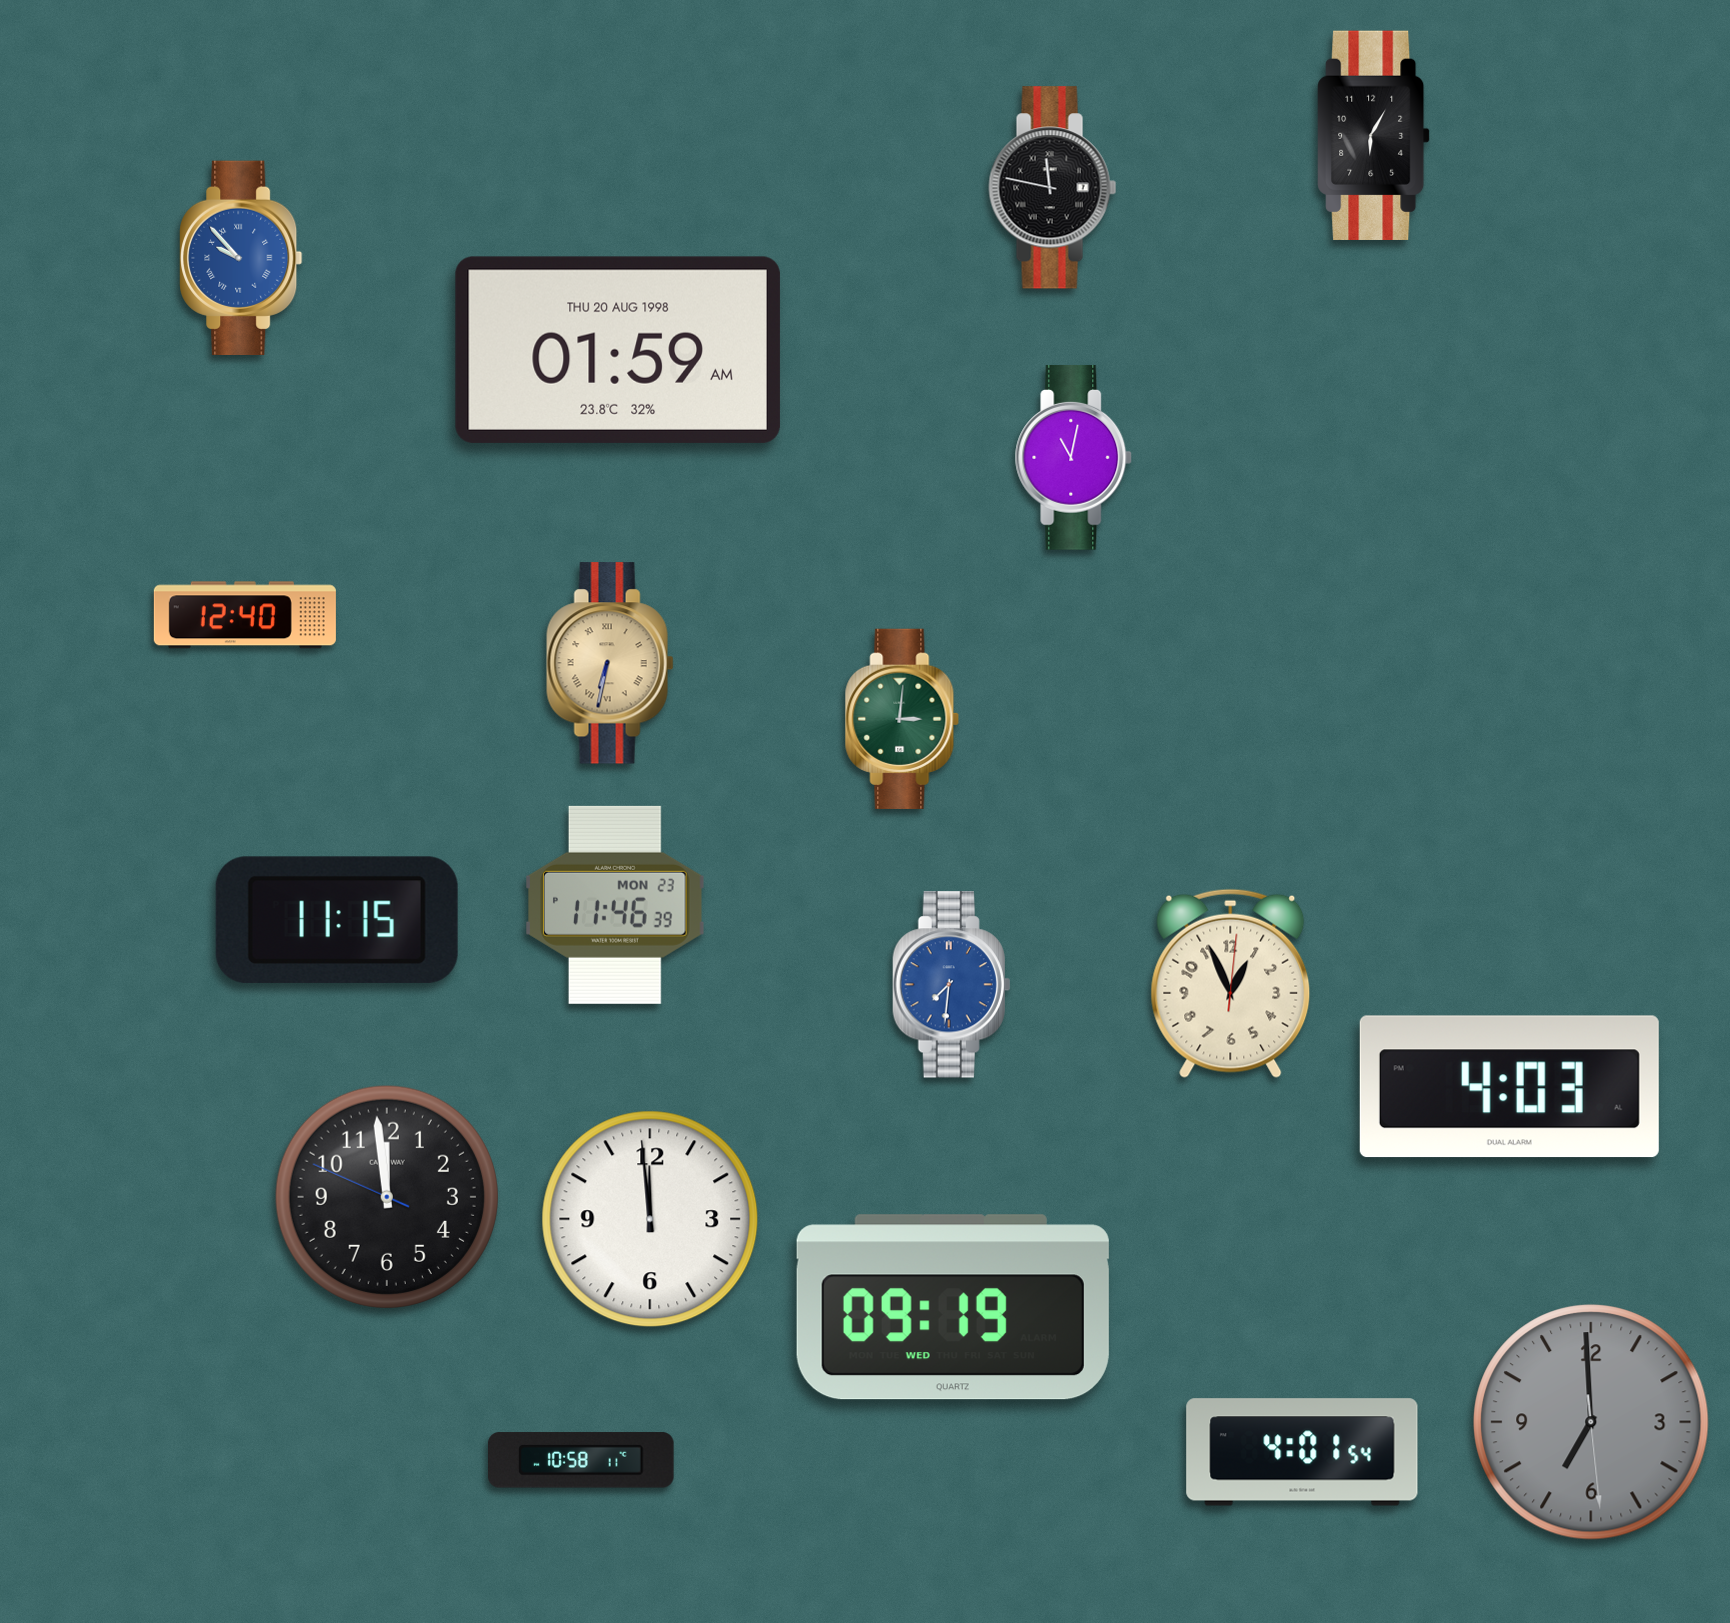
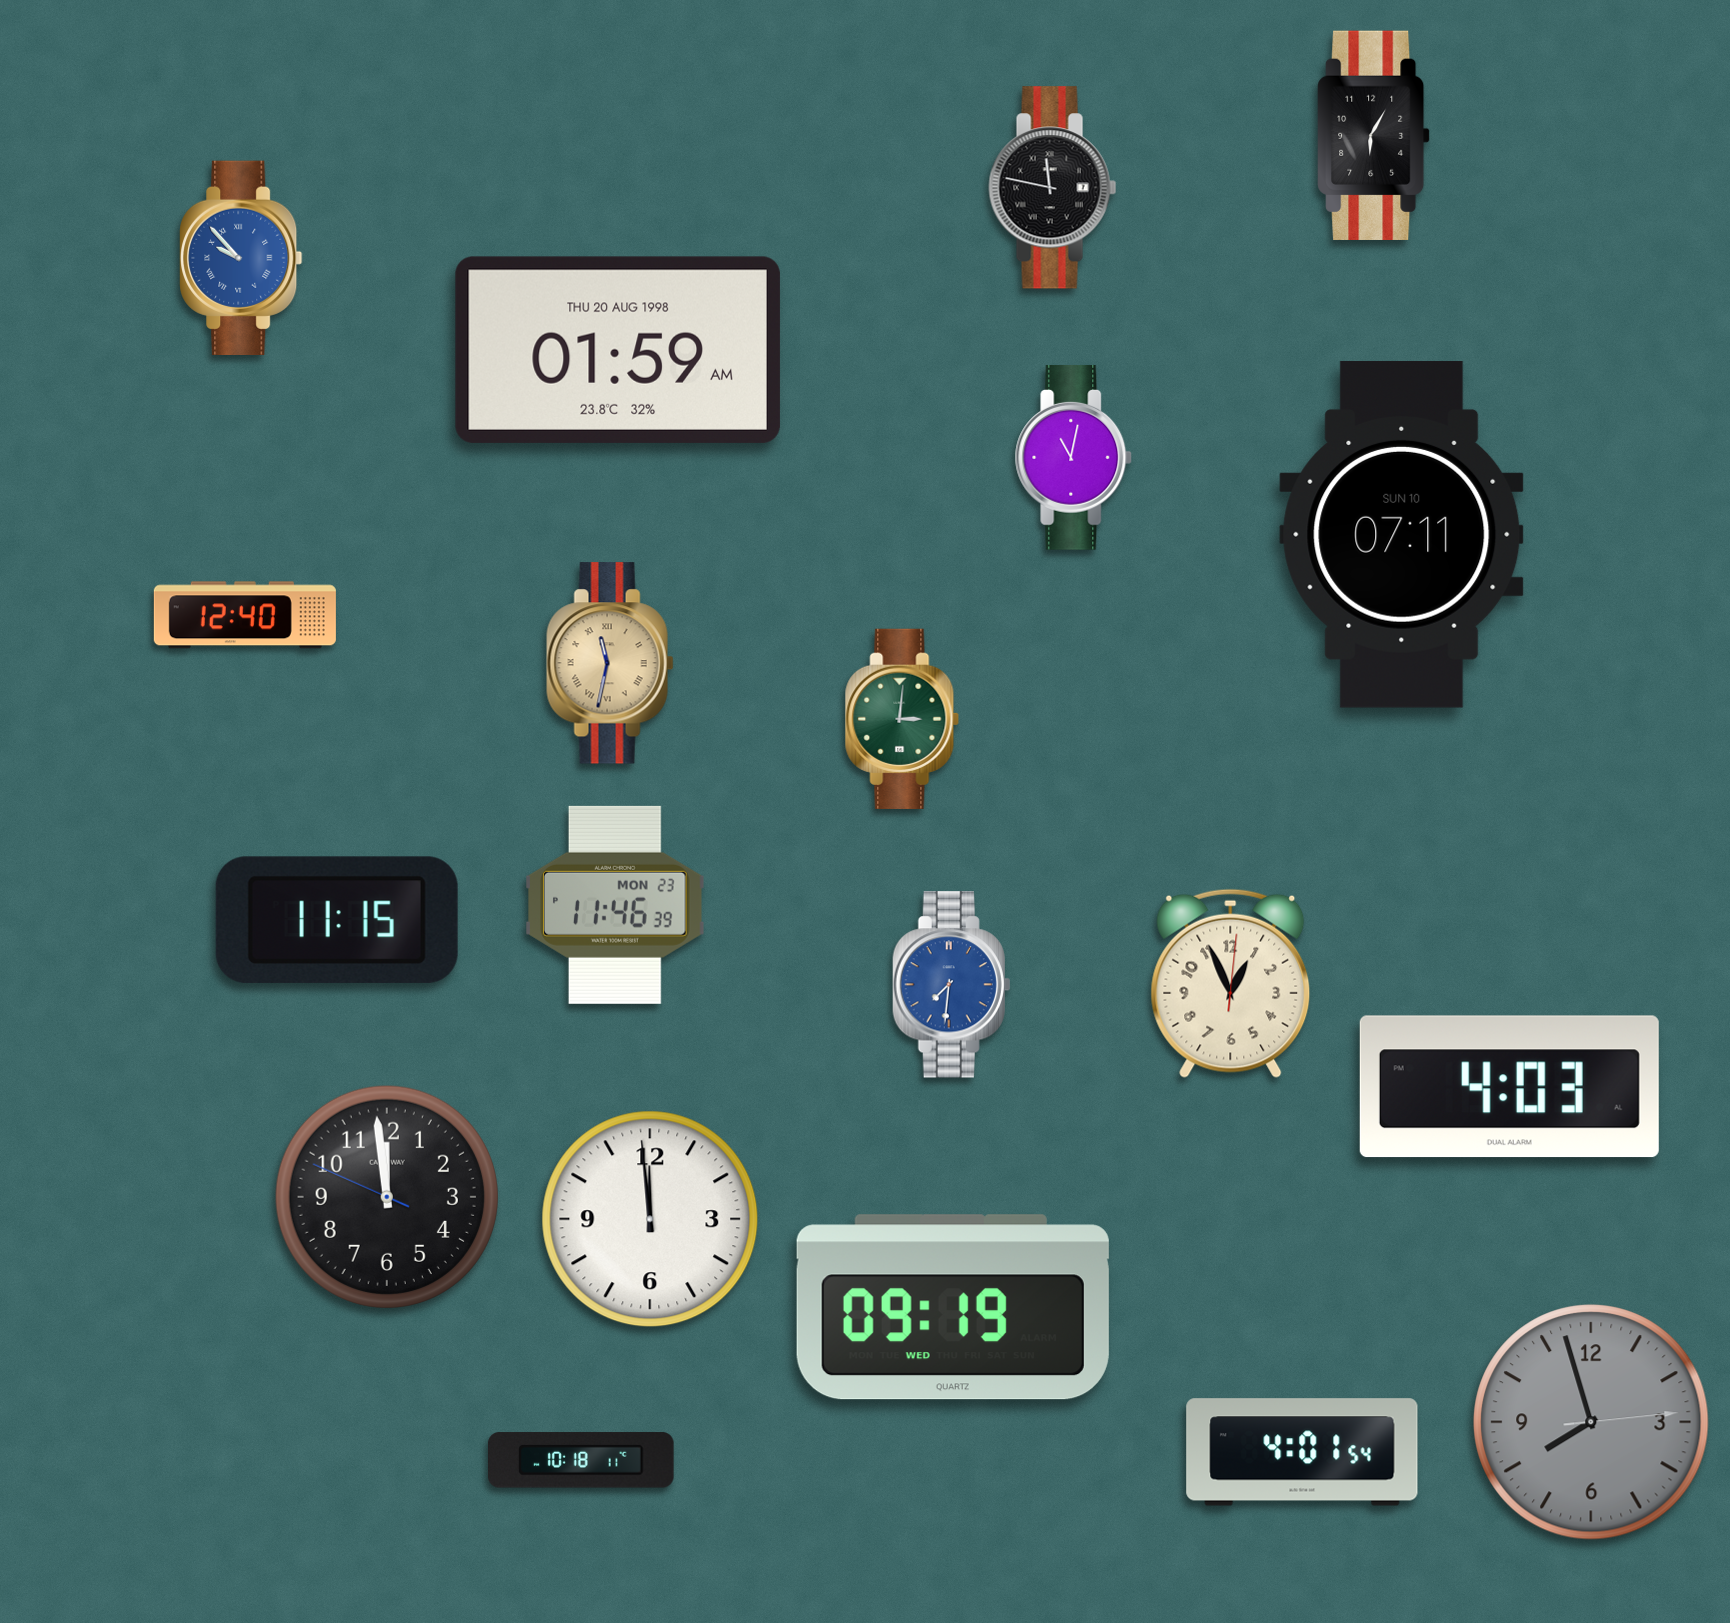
clock at (1402, 535): none -> 07:11
clock at (610, 663): 6:32 -> 11:32
clock at (1591, 1422): 6:59 -> 7:57
clock at (582, 1460): 10:58 -> 10:18
